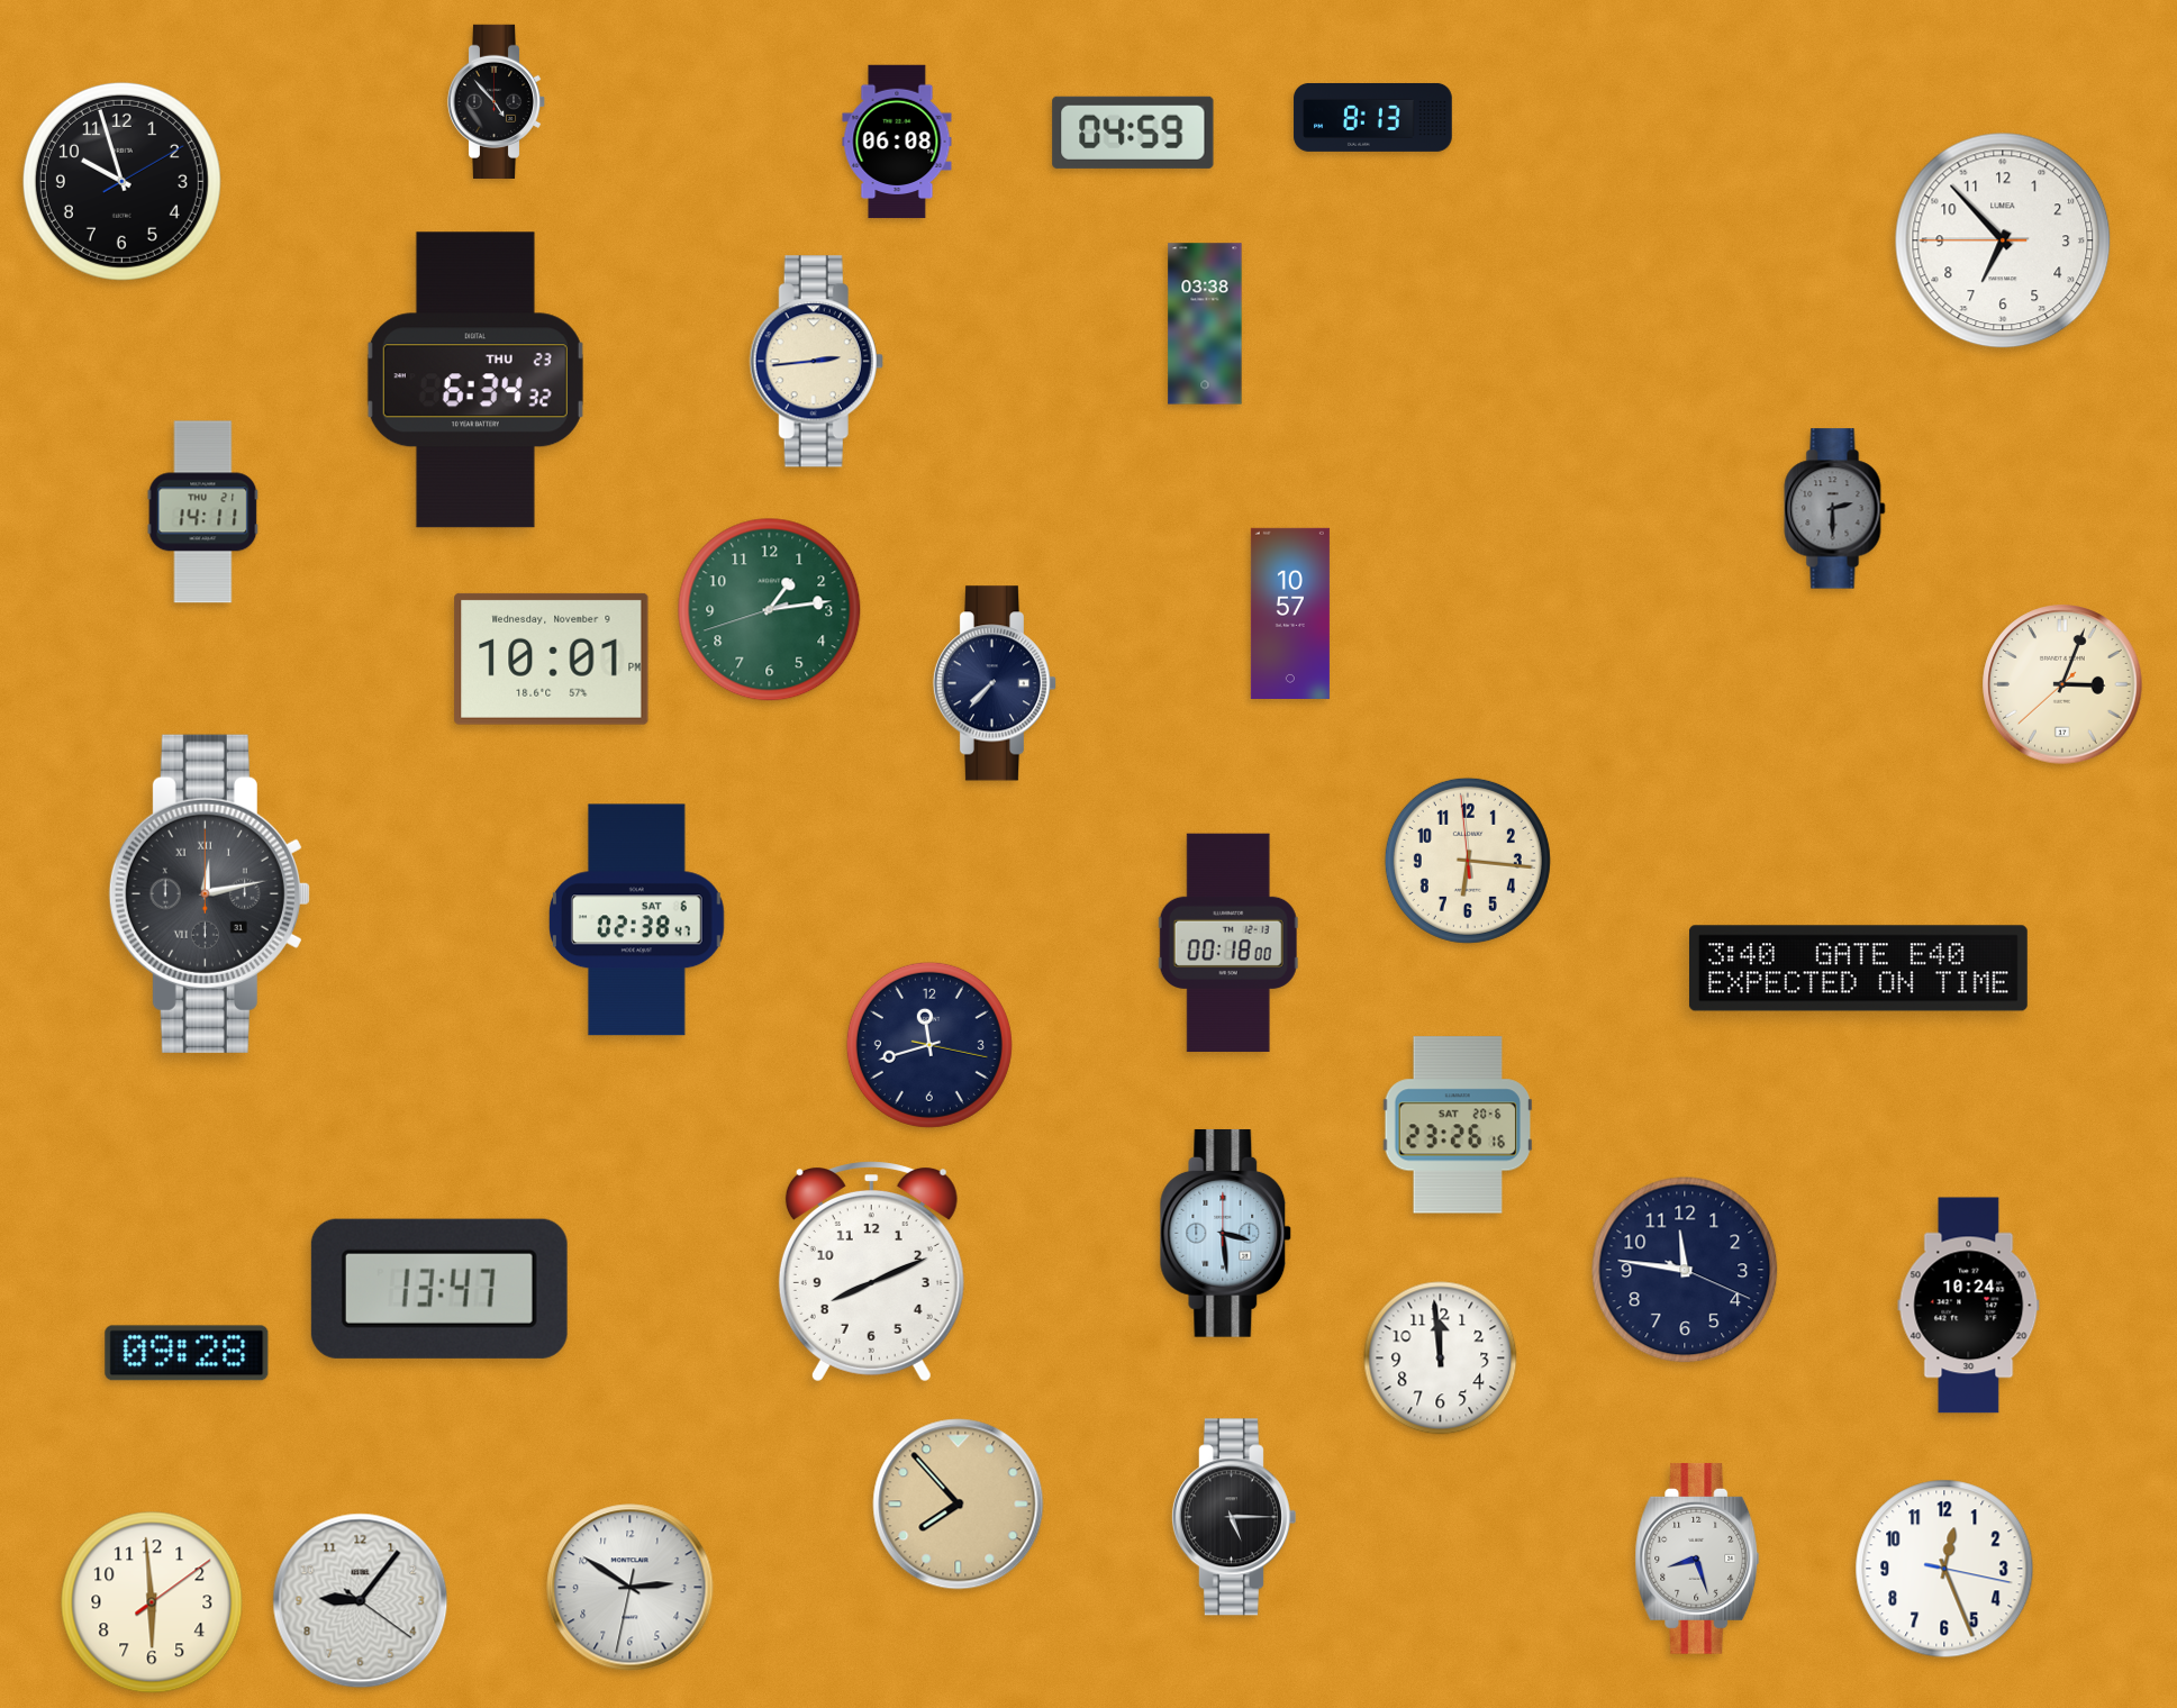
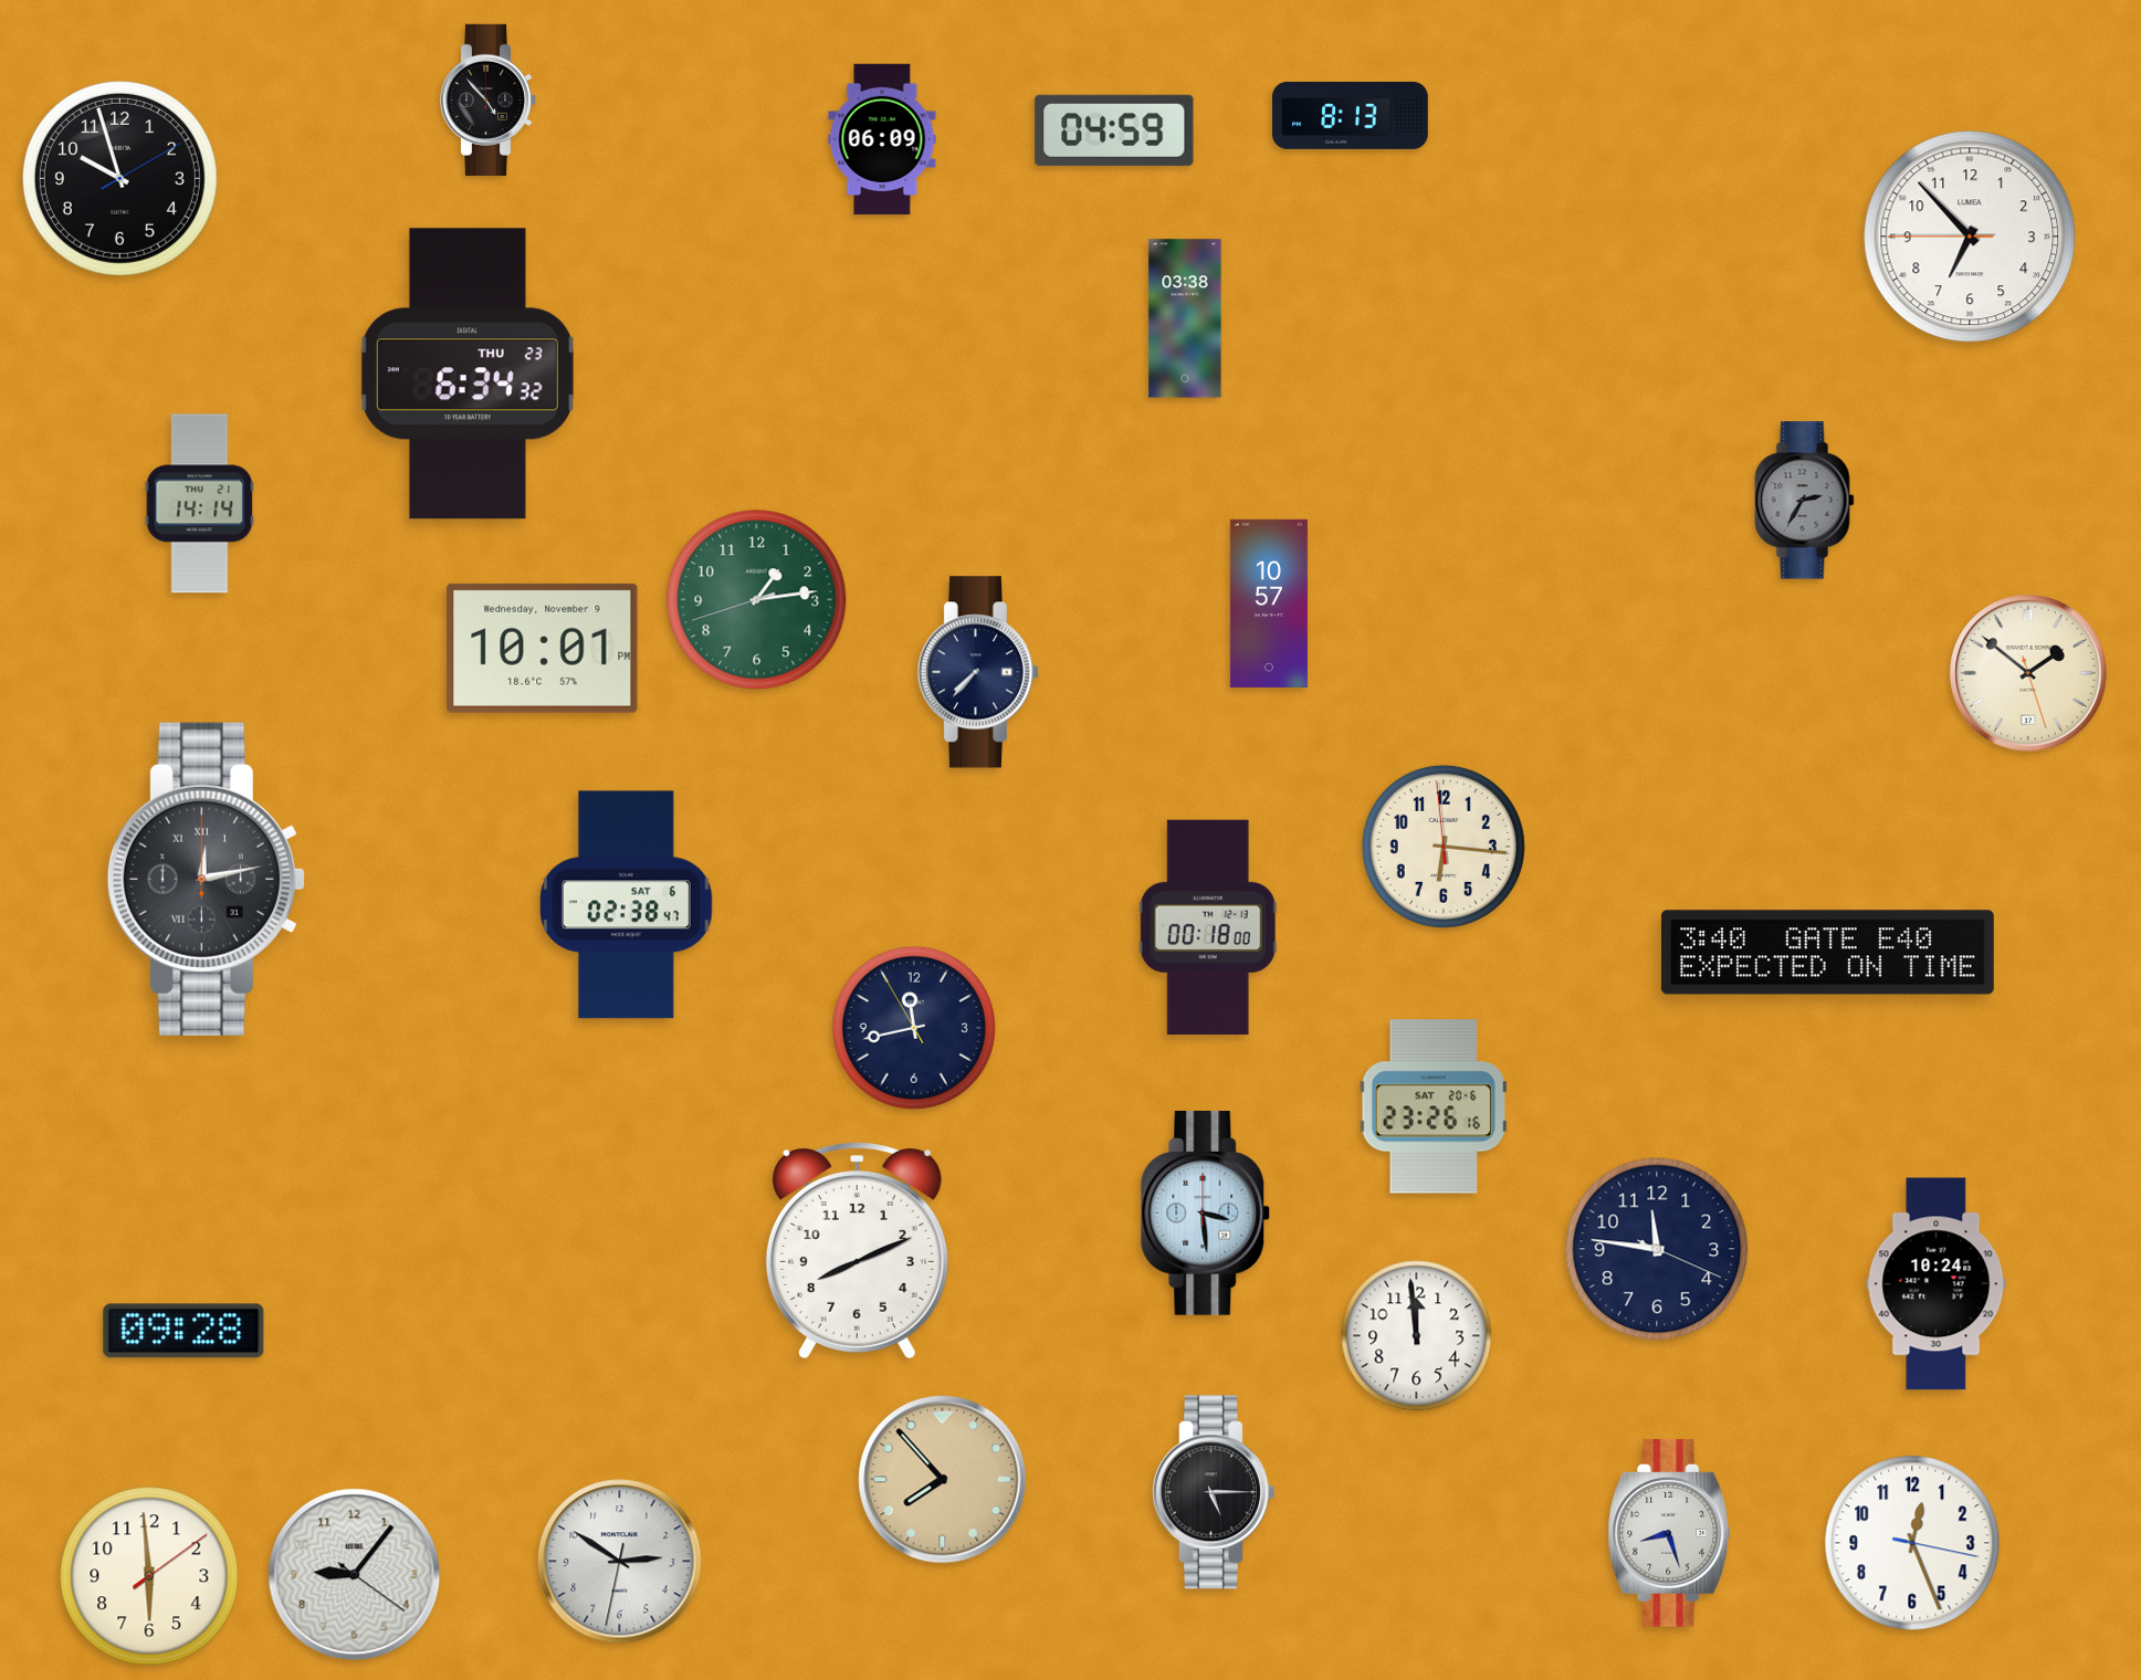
clock at (897, 142): 06:08 -> 06:09
clock at (816, 362): 2:44 -> none
clock at (1835, 509): 2:30 -> 2:35
clock at (203, 512): 14:11 -> 14:14
clock at (2062, 684): 3:03 -> 1:51
clock at (929, 1045): 11:42:17 -> 11:42:55
clock at (439, 1289): 13:47 -> none
